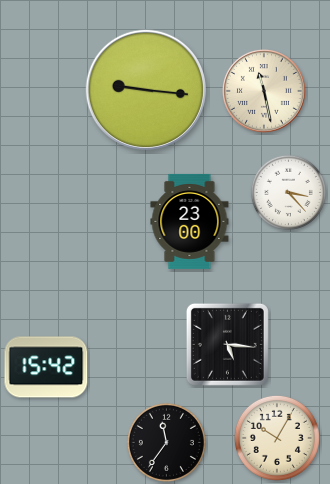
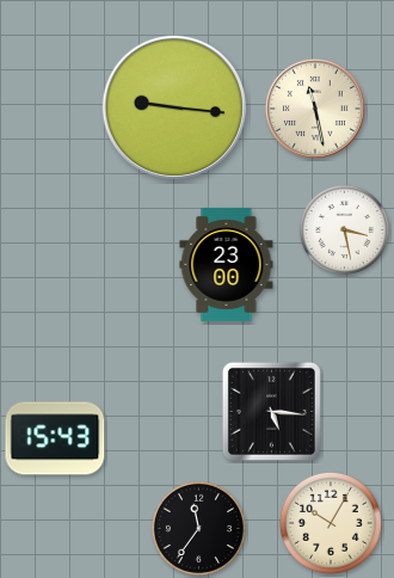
clock at (288, 192): 3:23 -> 3:28
clock at (46, 367): 15:42 -> 15:43
